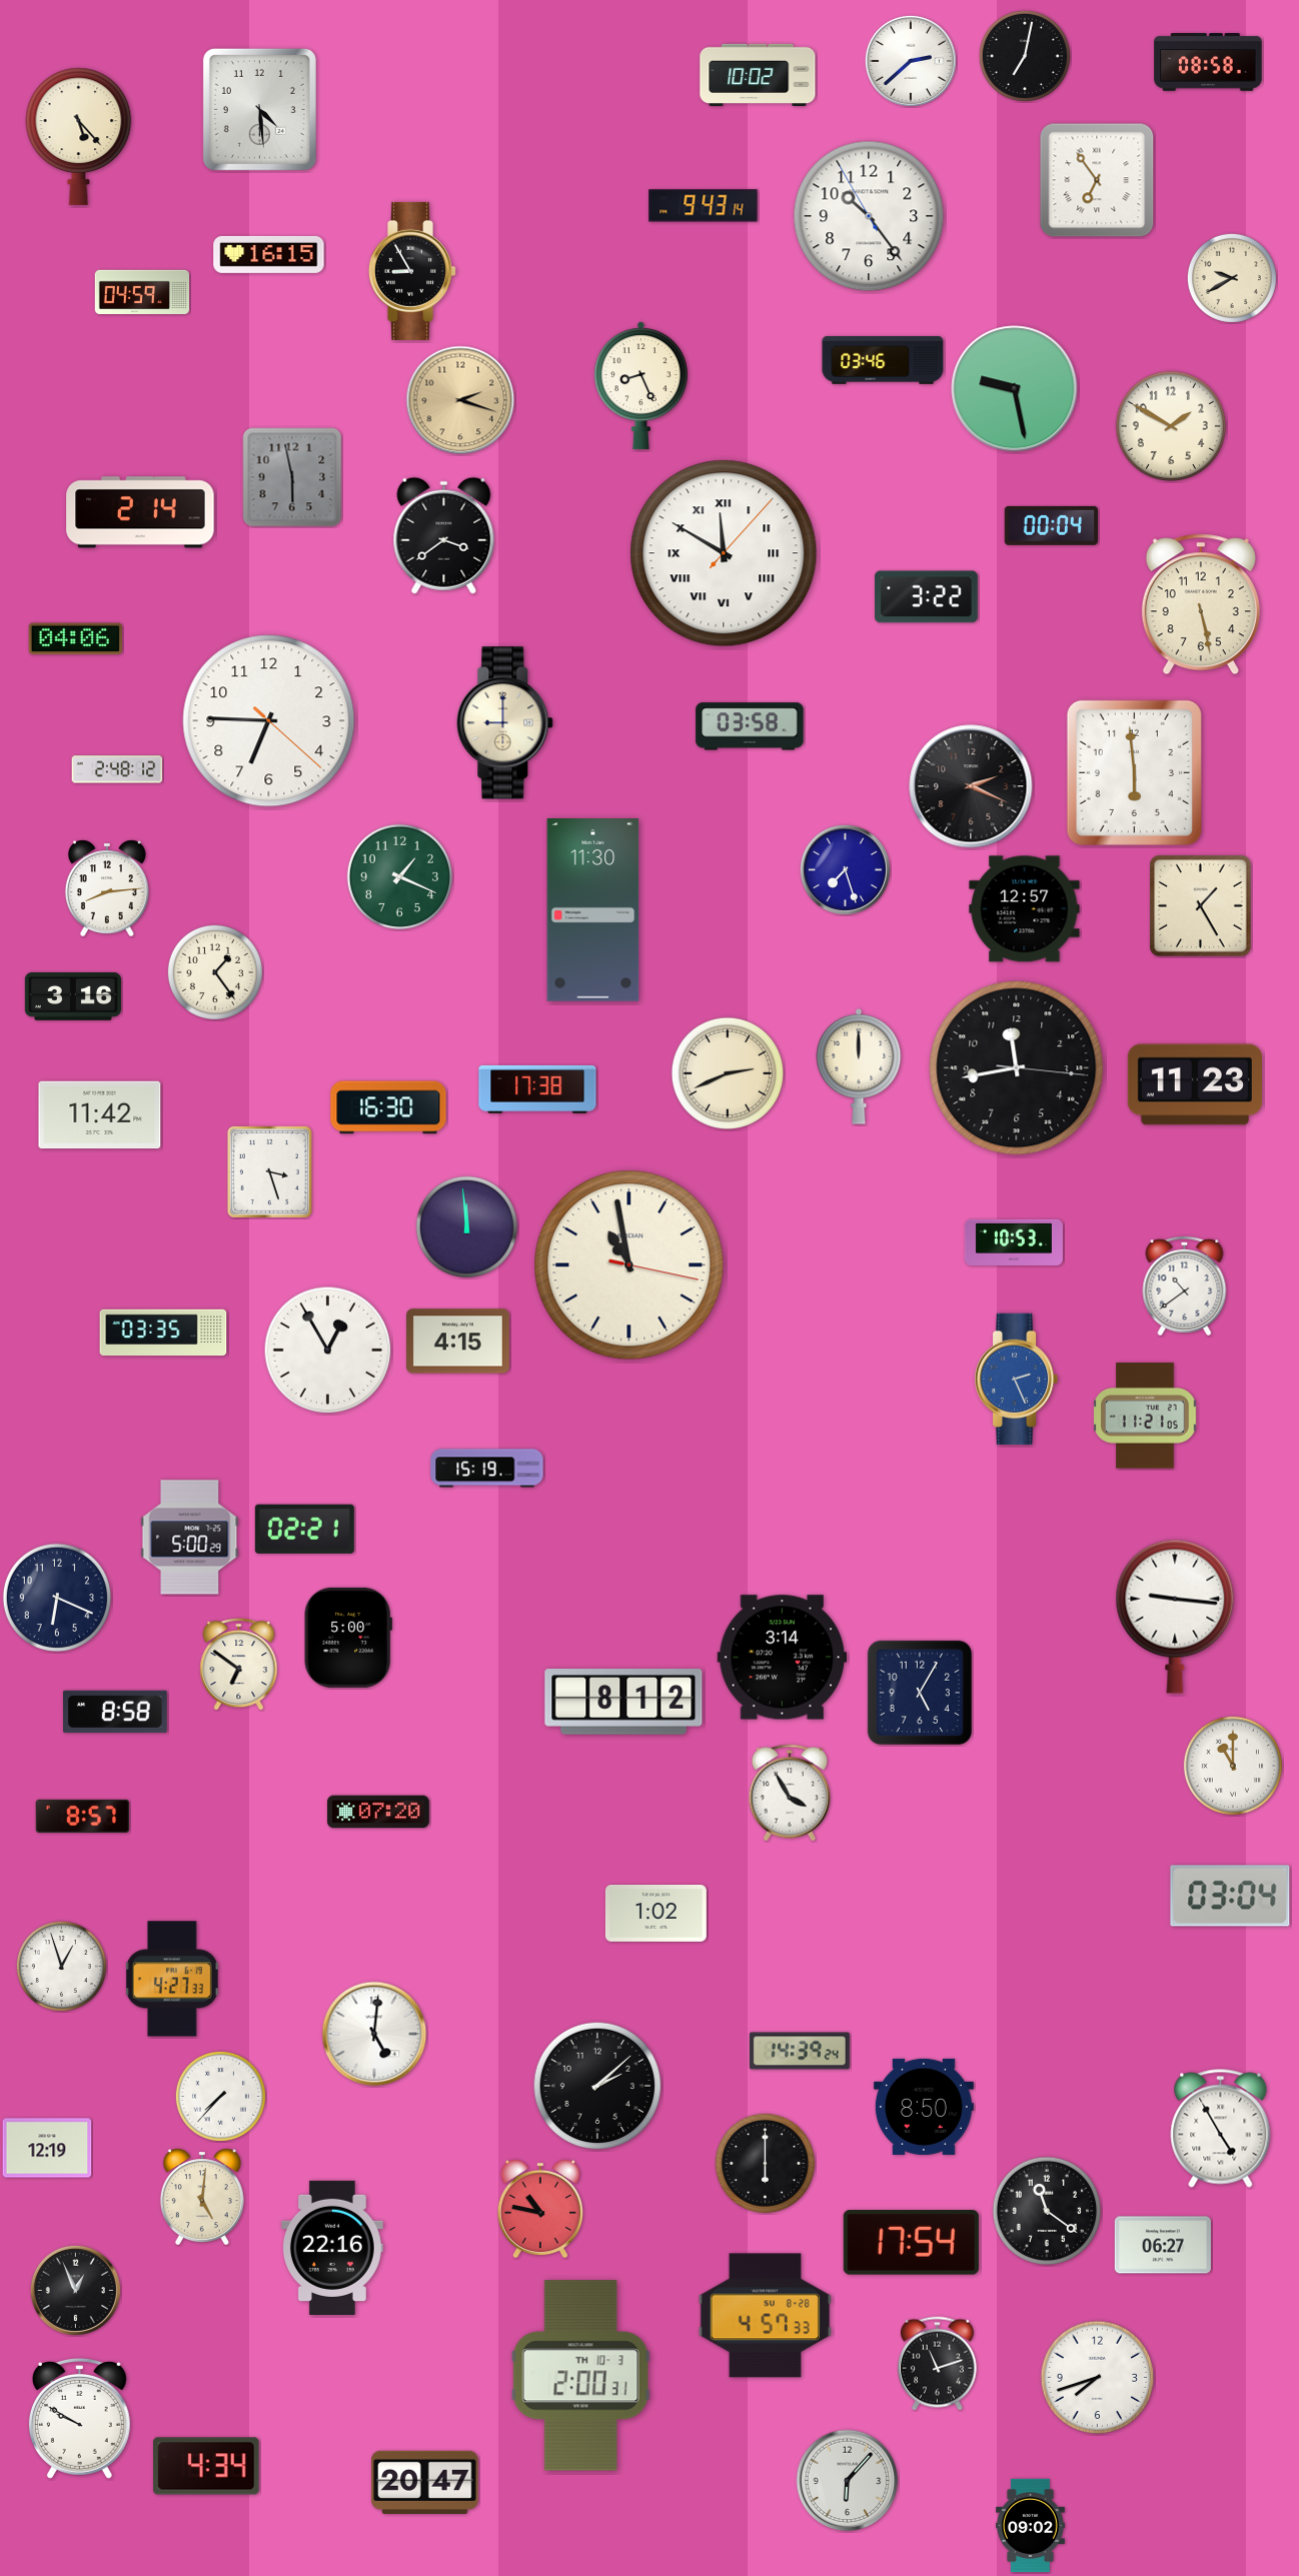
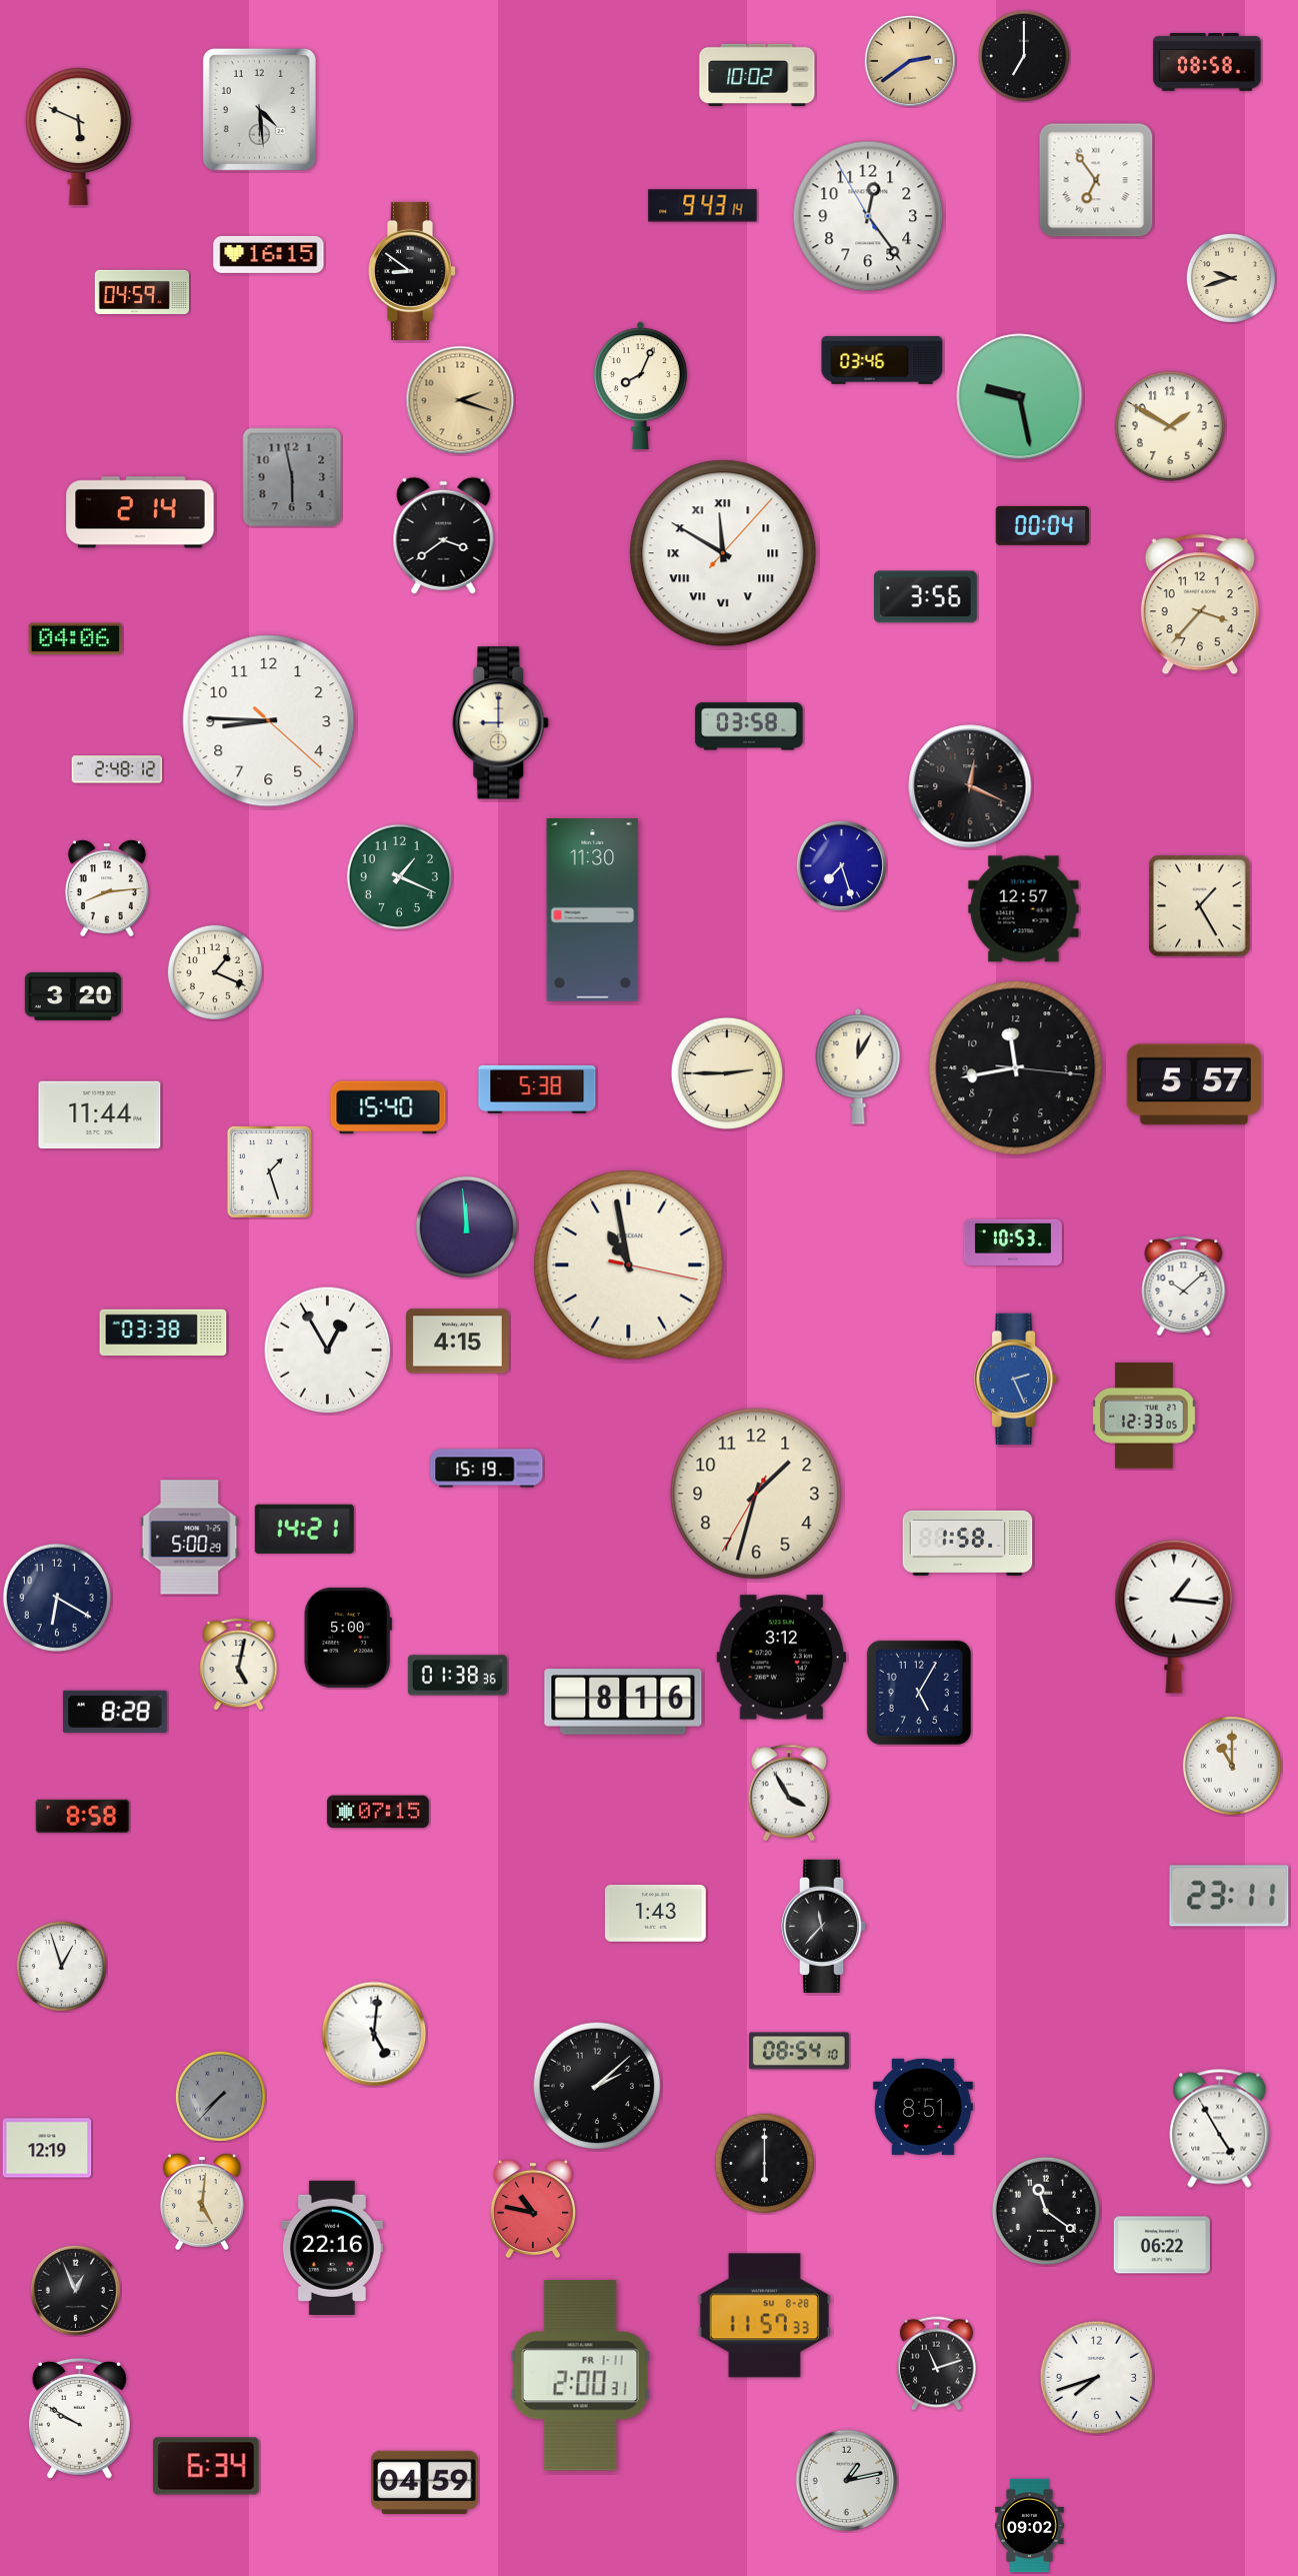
clock at (1025, 56): 7:02 -> 7:00
clock at (911, 61): 2:38 -> 2:39
clock at (911, 61) dial: white -> champagne
clock at (79, 136): 5:23 -> 5:49
clock at (869, 216): 10:23 -> 12:23
clock at (412, 271): 8:55 -> 8:51
clock at (1232, 278): 9:40 -> 9:42
clock at (640, 386): 8:26 -> 8:04
clock at (1015, 389) position: (1015, 389) -> (1020, 397)
clock at (1051, 525) position: (1051, 525) -> (1042, 525)
clock at (927, 597): 3:22 -> 3:56
clock at (1201, 604): 5:28 -> 3:37
clock at (269, 721): 6:45 -> 8:45
clock at (505, 723) position: (505, 723) -> (501, 723)
clock at (1134, 772): 5:59 -> none
clock at (971, 786): 2:19 -> 12:19
clock at (845, 869) position: (845, 869) -> (841, 865)
clock at (215, 972): 1:24 -> 1:19
clock at (73, 996): 3:16 -> 3:20
clock at (859, 1066): 12:00 -> 12:05
clock at (728, 1073): 2:41 -> 2:45
clock at (1195, 1084): 11:23 -> 5:57
clock at (537, 1089): 17:38 -> 5:38
clock at (388, 1107): 16:30 -> 15:40
clock at (100, 1115): 11:42 -> 11:44
clock at (269, 1171): 3:27 -> 1:27
clock at (1185, 1285): 10:39 -> 10:08
clock at (163, 1333): 03:35 -> 03:38
clock at (1145, 1416): 11:21 -> 12:33
clock at (756, 1494): none -> 1:32
clock at (304, 1529): 02:21 -> 14:21
clock at (968, 1543): none -> 1:58
clock at (56, 1597): 6:19 -> 6:20
clock at (1175, 1617): 9:16 -> 1:16
clock at (783, 1658): 3:14 -> 3:12
clock at (239, 1664): 6:51 -> 5:02
clock at (457, 1676): none -> 01:38
clock at (623, 1702): 8:12 -> 8:16
clock at (116, 1712): 8:58 -> 8:28
clock at (378, 1812): 07:20 -> 07:15
clock at (83, 1816): 8:57 -> 8:58
clock at (1230, 1896): 03:04 -> 23:11
clock at (656, 1914): 1:02 -> 1:43
clock at (824, 1926): none -> 11:37
clock at (172, 1979): 4:27 -> none
clock at (800, 2051): 14:39 -> 08:54
clock at (220, 2096) dial: white -> grey
clock at (924, 2107): 8:50 -> 8:51
clock at (202, 2196) position: (202, 2196) -> (202, 2201)
clock at (539, 2209) position: (539, 2209) -> (532, 2209)
clock at (911, 2243): 17:54 -> none
clock at (1163, 2245): 06:27 -> 06:22
clock at (765, 2316): 4:57 -> 11:57
clock at (580, 2376) date: TH 10-3 -> FR 1-11
clock at (206, 2466): 4:34 -> 6:34
clock at (848, 2481): 6:07 -> 1:13
clock at (425, 2482): 20:47 -> 04:59
